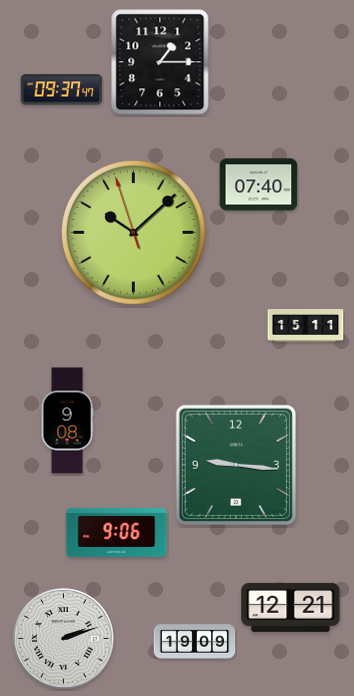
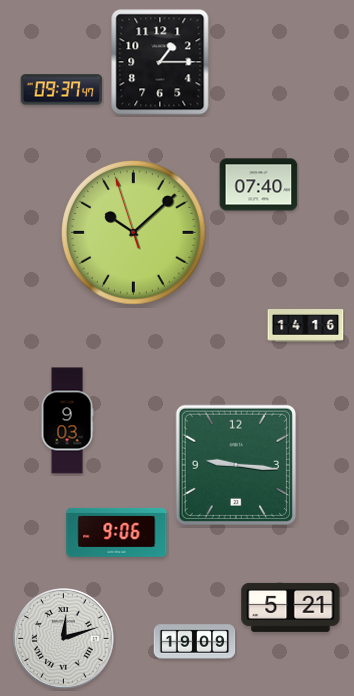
clock at (306, 326): 15:11 -> 14:16
clock at (67, 421): 9:08 -> 9:03
clock at (291, 607): 12:21 -> 5:21
clock at (64, 639): 2:12 -> 12:12
